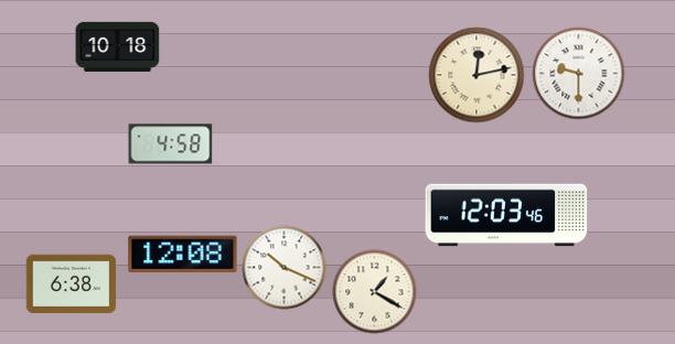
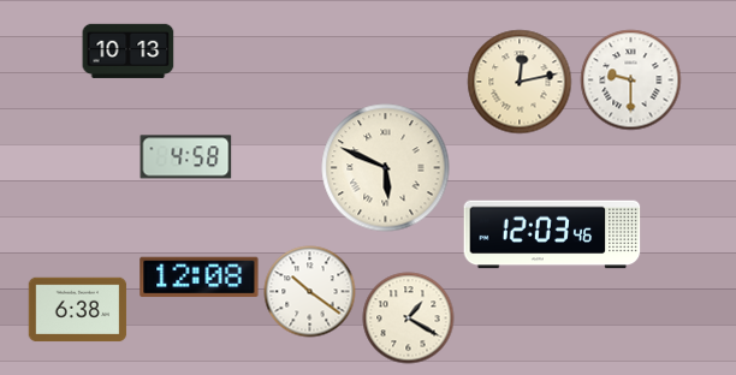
clock at (118, 46): 10:18 -> 10:13
clock at (386, 168): none -> 5:49
clock at (285, 268): 10:19 -> 10:21
